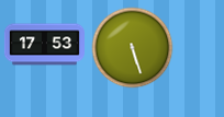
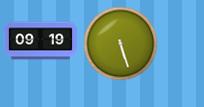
clock at (44, 45): 17:53 -> 09:19
